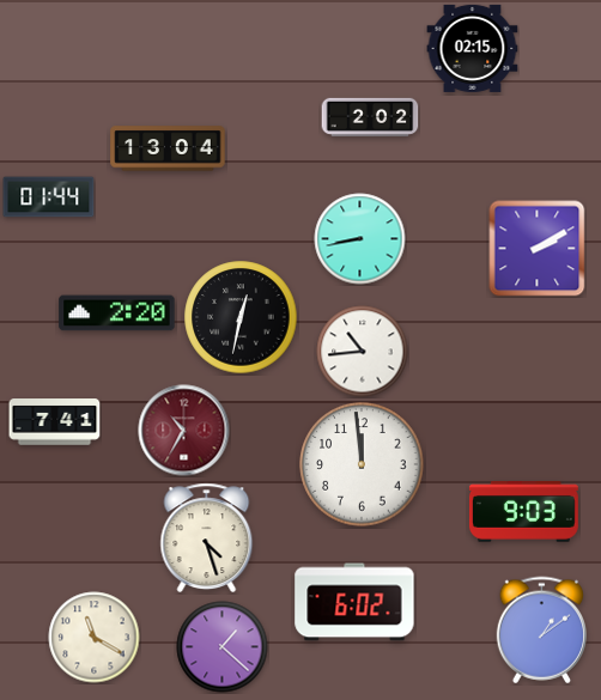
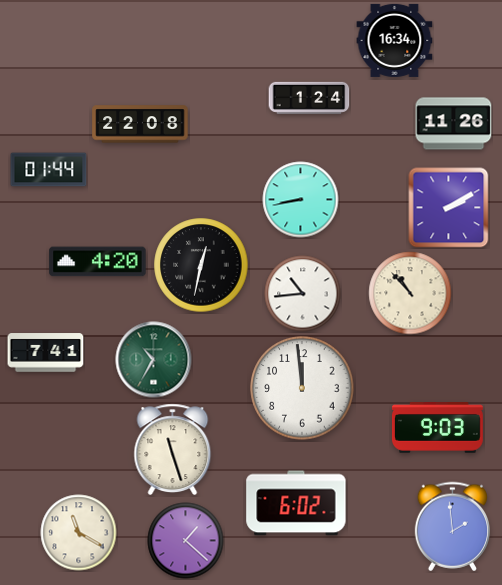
clock at (473, 48): 02:15 -> 16:34
clock at (370, 117): 2:02 -> 1:24
clock at (168, 148): 13:04 -> 22:08
clock at (454, 124): none -> 11:26
clock at (49, 197) position: (49, 197) -> (49, 170)
clock at (117, 314): 2:20 -> 4:20
clock at (410, 293): none -> 10:53
clock at (184, 431) dial: burgundy -> green
clock at (207, 538): 4:27 -> 11:27
clock at (541, 631): 1:09 -> 1:59
